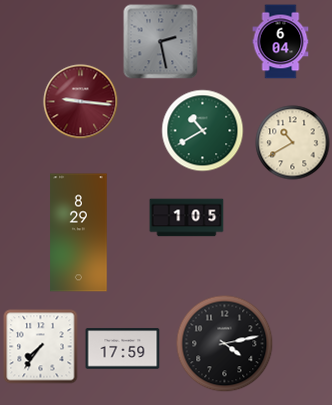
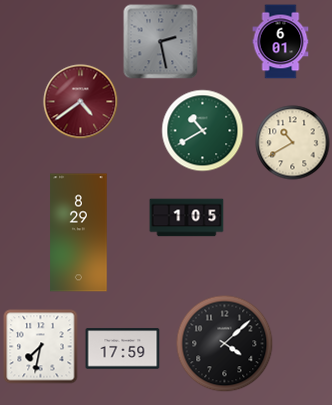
clock at (281, 42): 6:04 -> 6:01
clock at (81, 102): 9:16 -> 4:39
clock at (225, 344): 4:13 -> 4:08
clock at (41, 347): 7:36 -> 7:32
